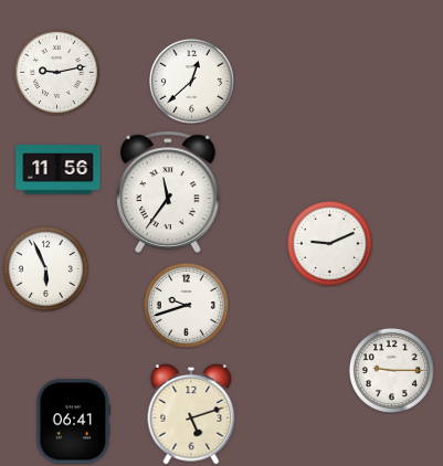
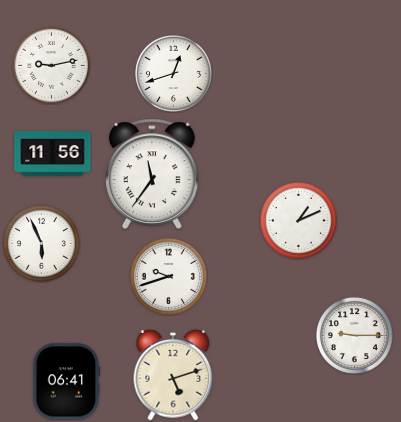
clock at (191, 81): 12:38 -> 12:42
clock at (329, 243): 9:11 -> 1:11
